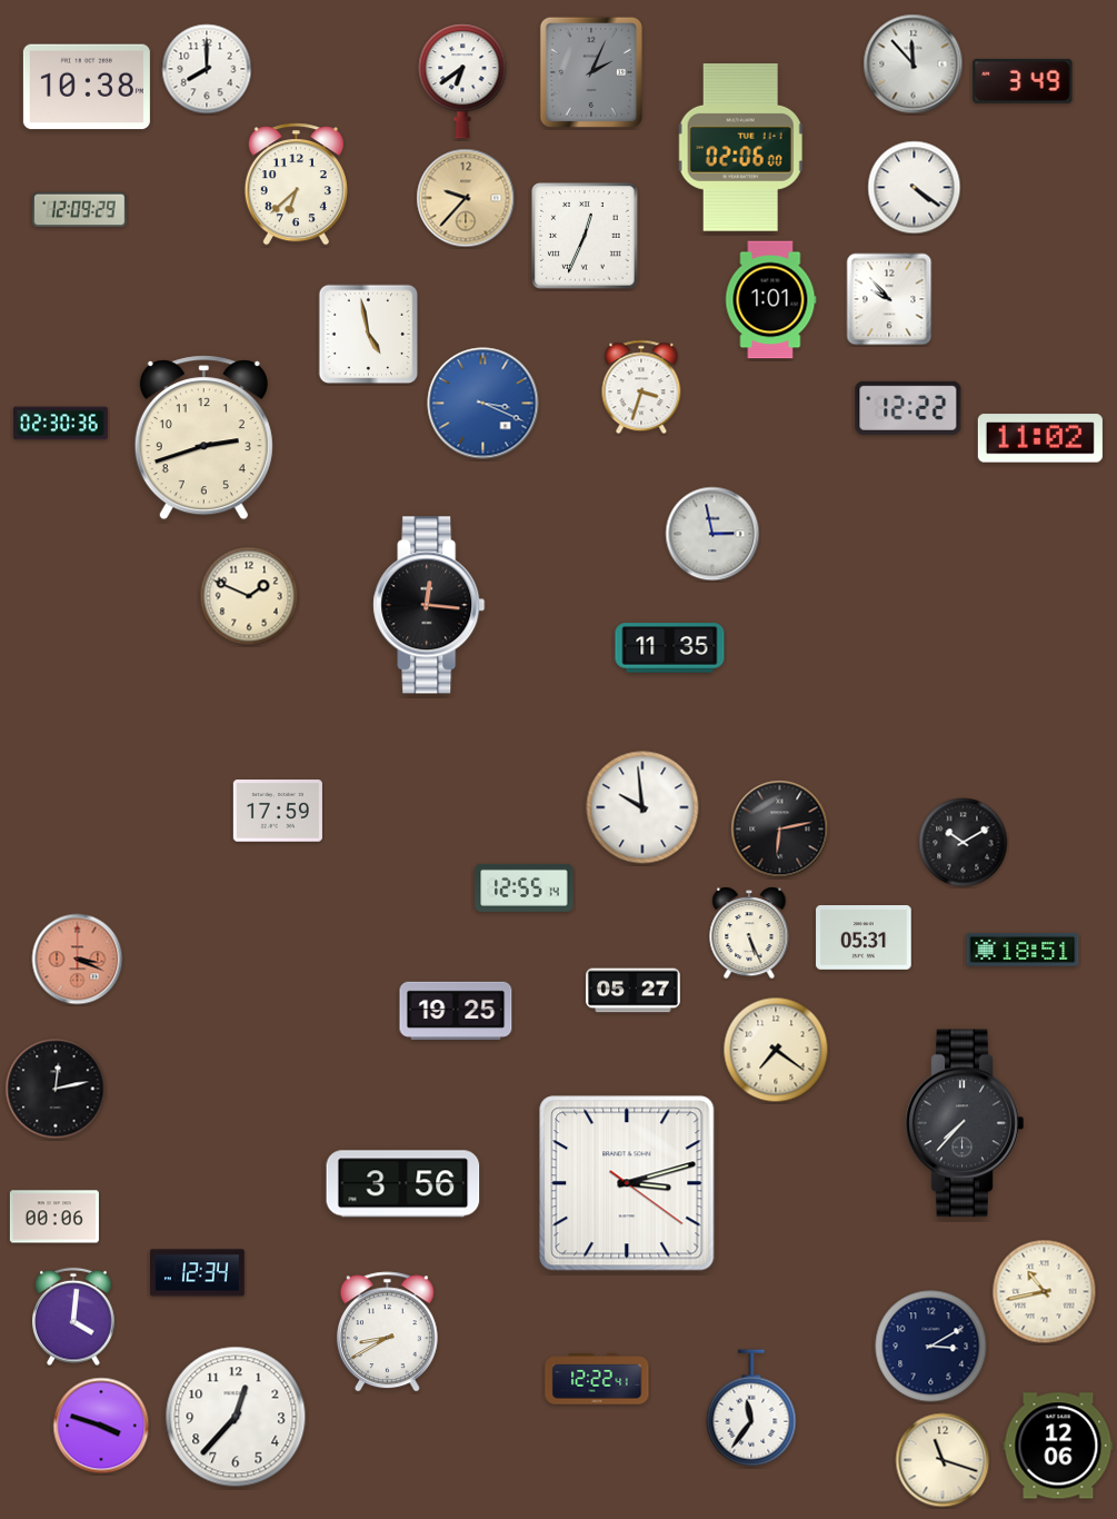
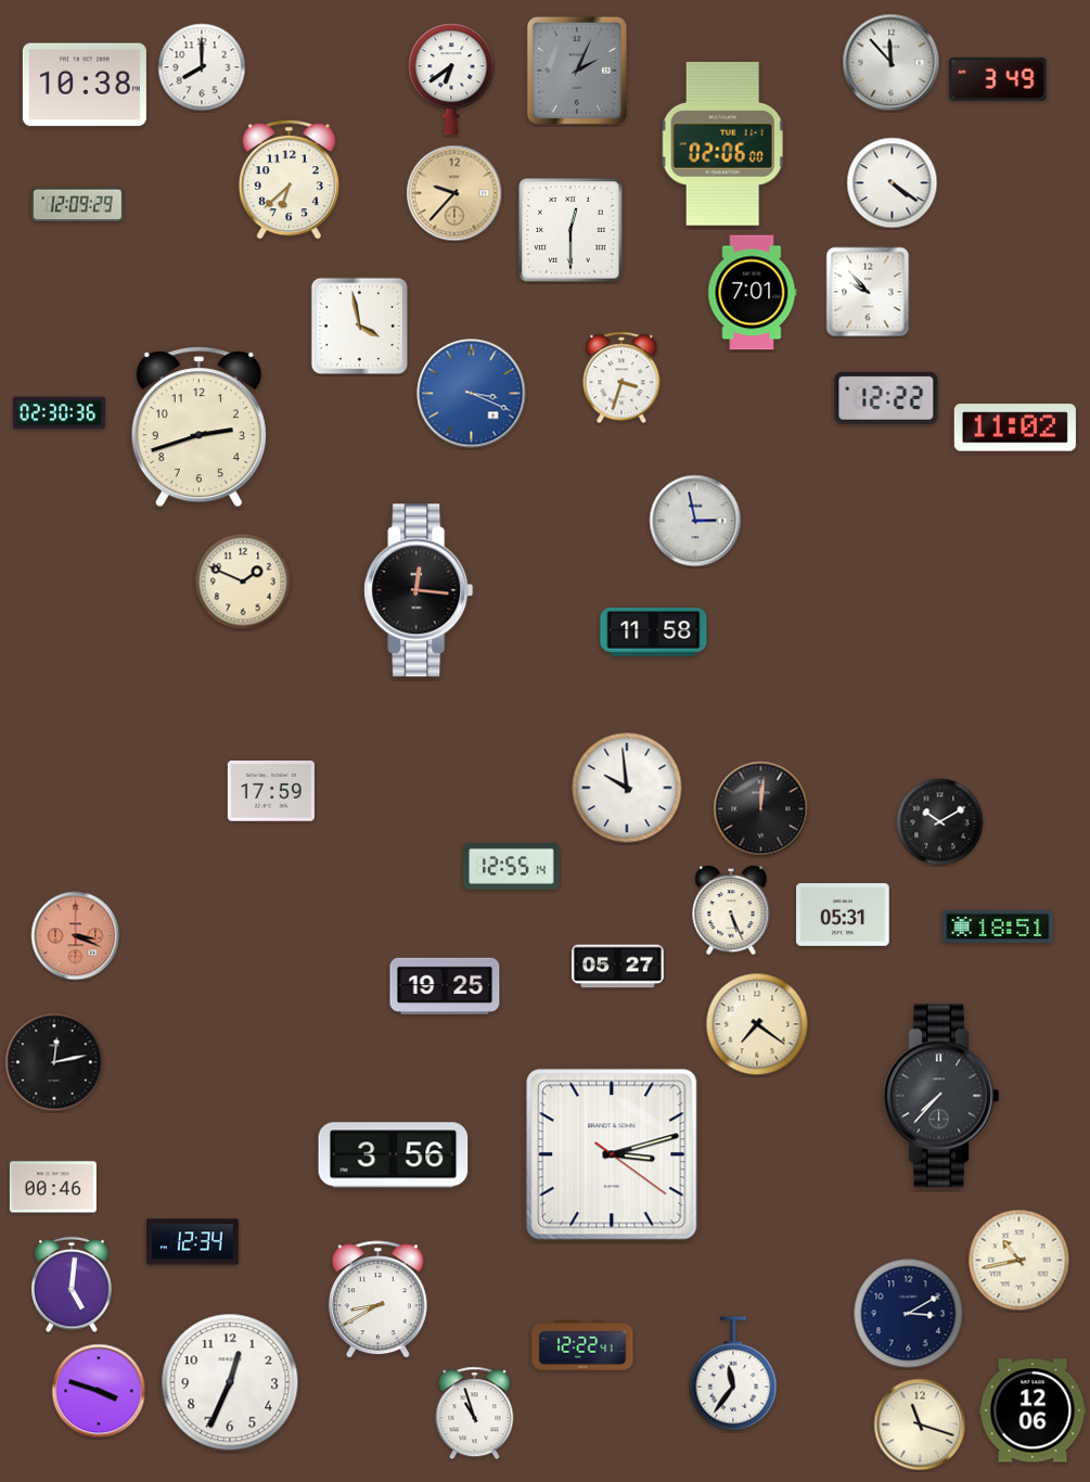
clock at (585, 236): 12:34 -> 12:30
clock at (771, 300): 1:01 -> 7:01
clock at (369, 335): 4:58 -> 3:58
clock at (641, 387) position: (641, 387) -> (621, 378)
clock at (670, 648): 11:35 -> 11:58
clock at (780, 830): 6:13 -> 12:01
clock at (54, 1217): 00:06 -> 00:46
clock at (73, 1317): 4:01 -> 5:01
clock at (236, 1417): 12:37 -> 12:34
clock at (475, 1414): none -> 10:57
